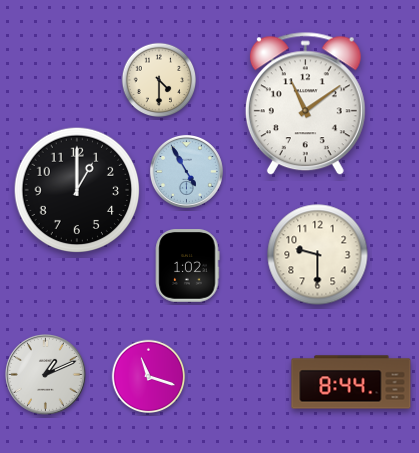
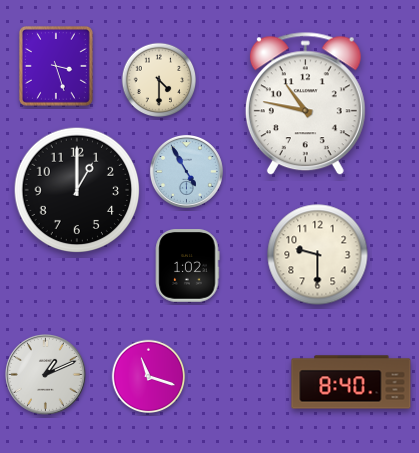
clock at (56, 66): none -> 3:27
clock at (305, 104): 11:09 -> 10:47
clock at (351, 382): 8:44 -> 8:40
